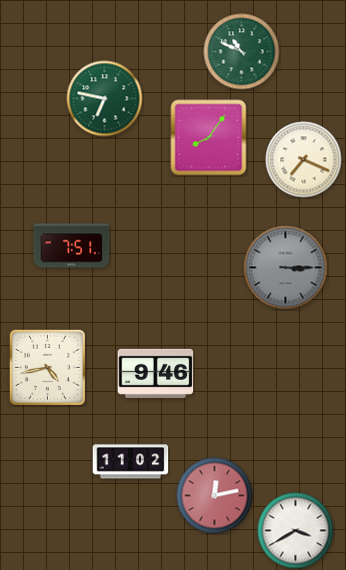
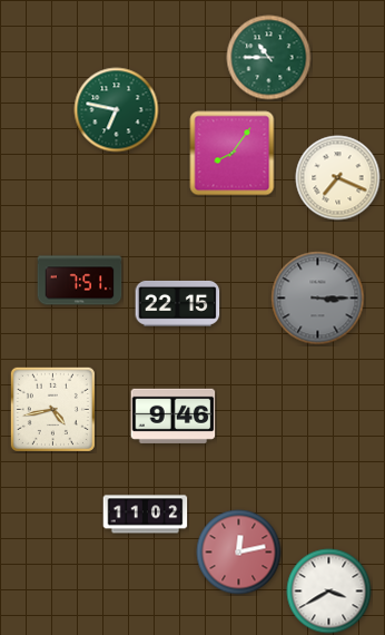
clock at (242, 52): 10:49 -> 10:45
clock at (72, 246) position: (72, 246) -> (80, 281)
clock at (178, 304): none -> 22:15
